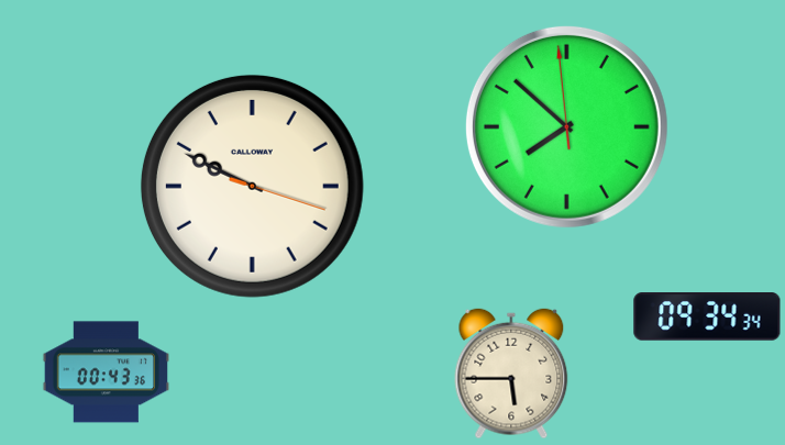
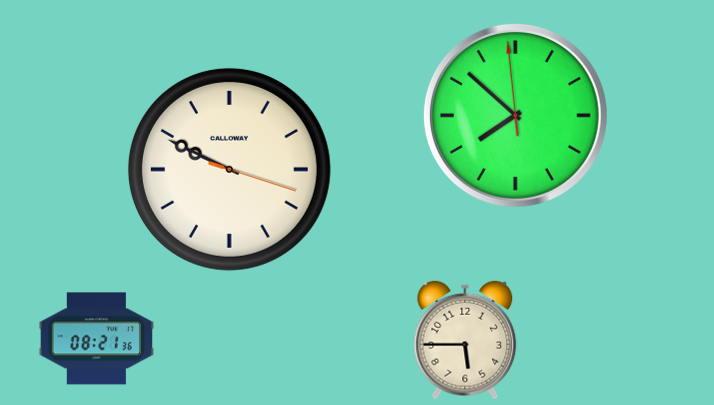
clock at (707, 316): 09:34 -> none
clock at (106, 372): 00:43 -> 08:21
